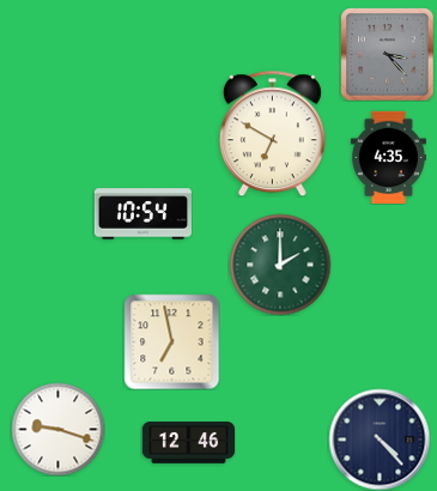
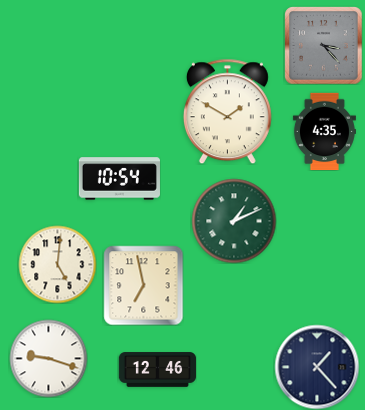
clock at (272, 133): 6:50 -> 1:50
clock at (280, 265): 2:00 -> 1:11
clock at (57, 264): none -> 5:01
clock at (380, 440): 4:23 -> 1:23
